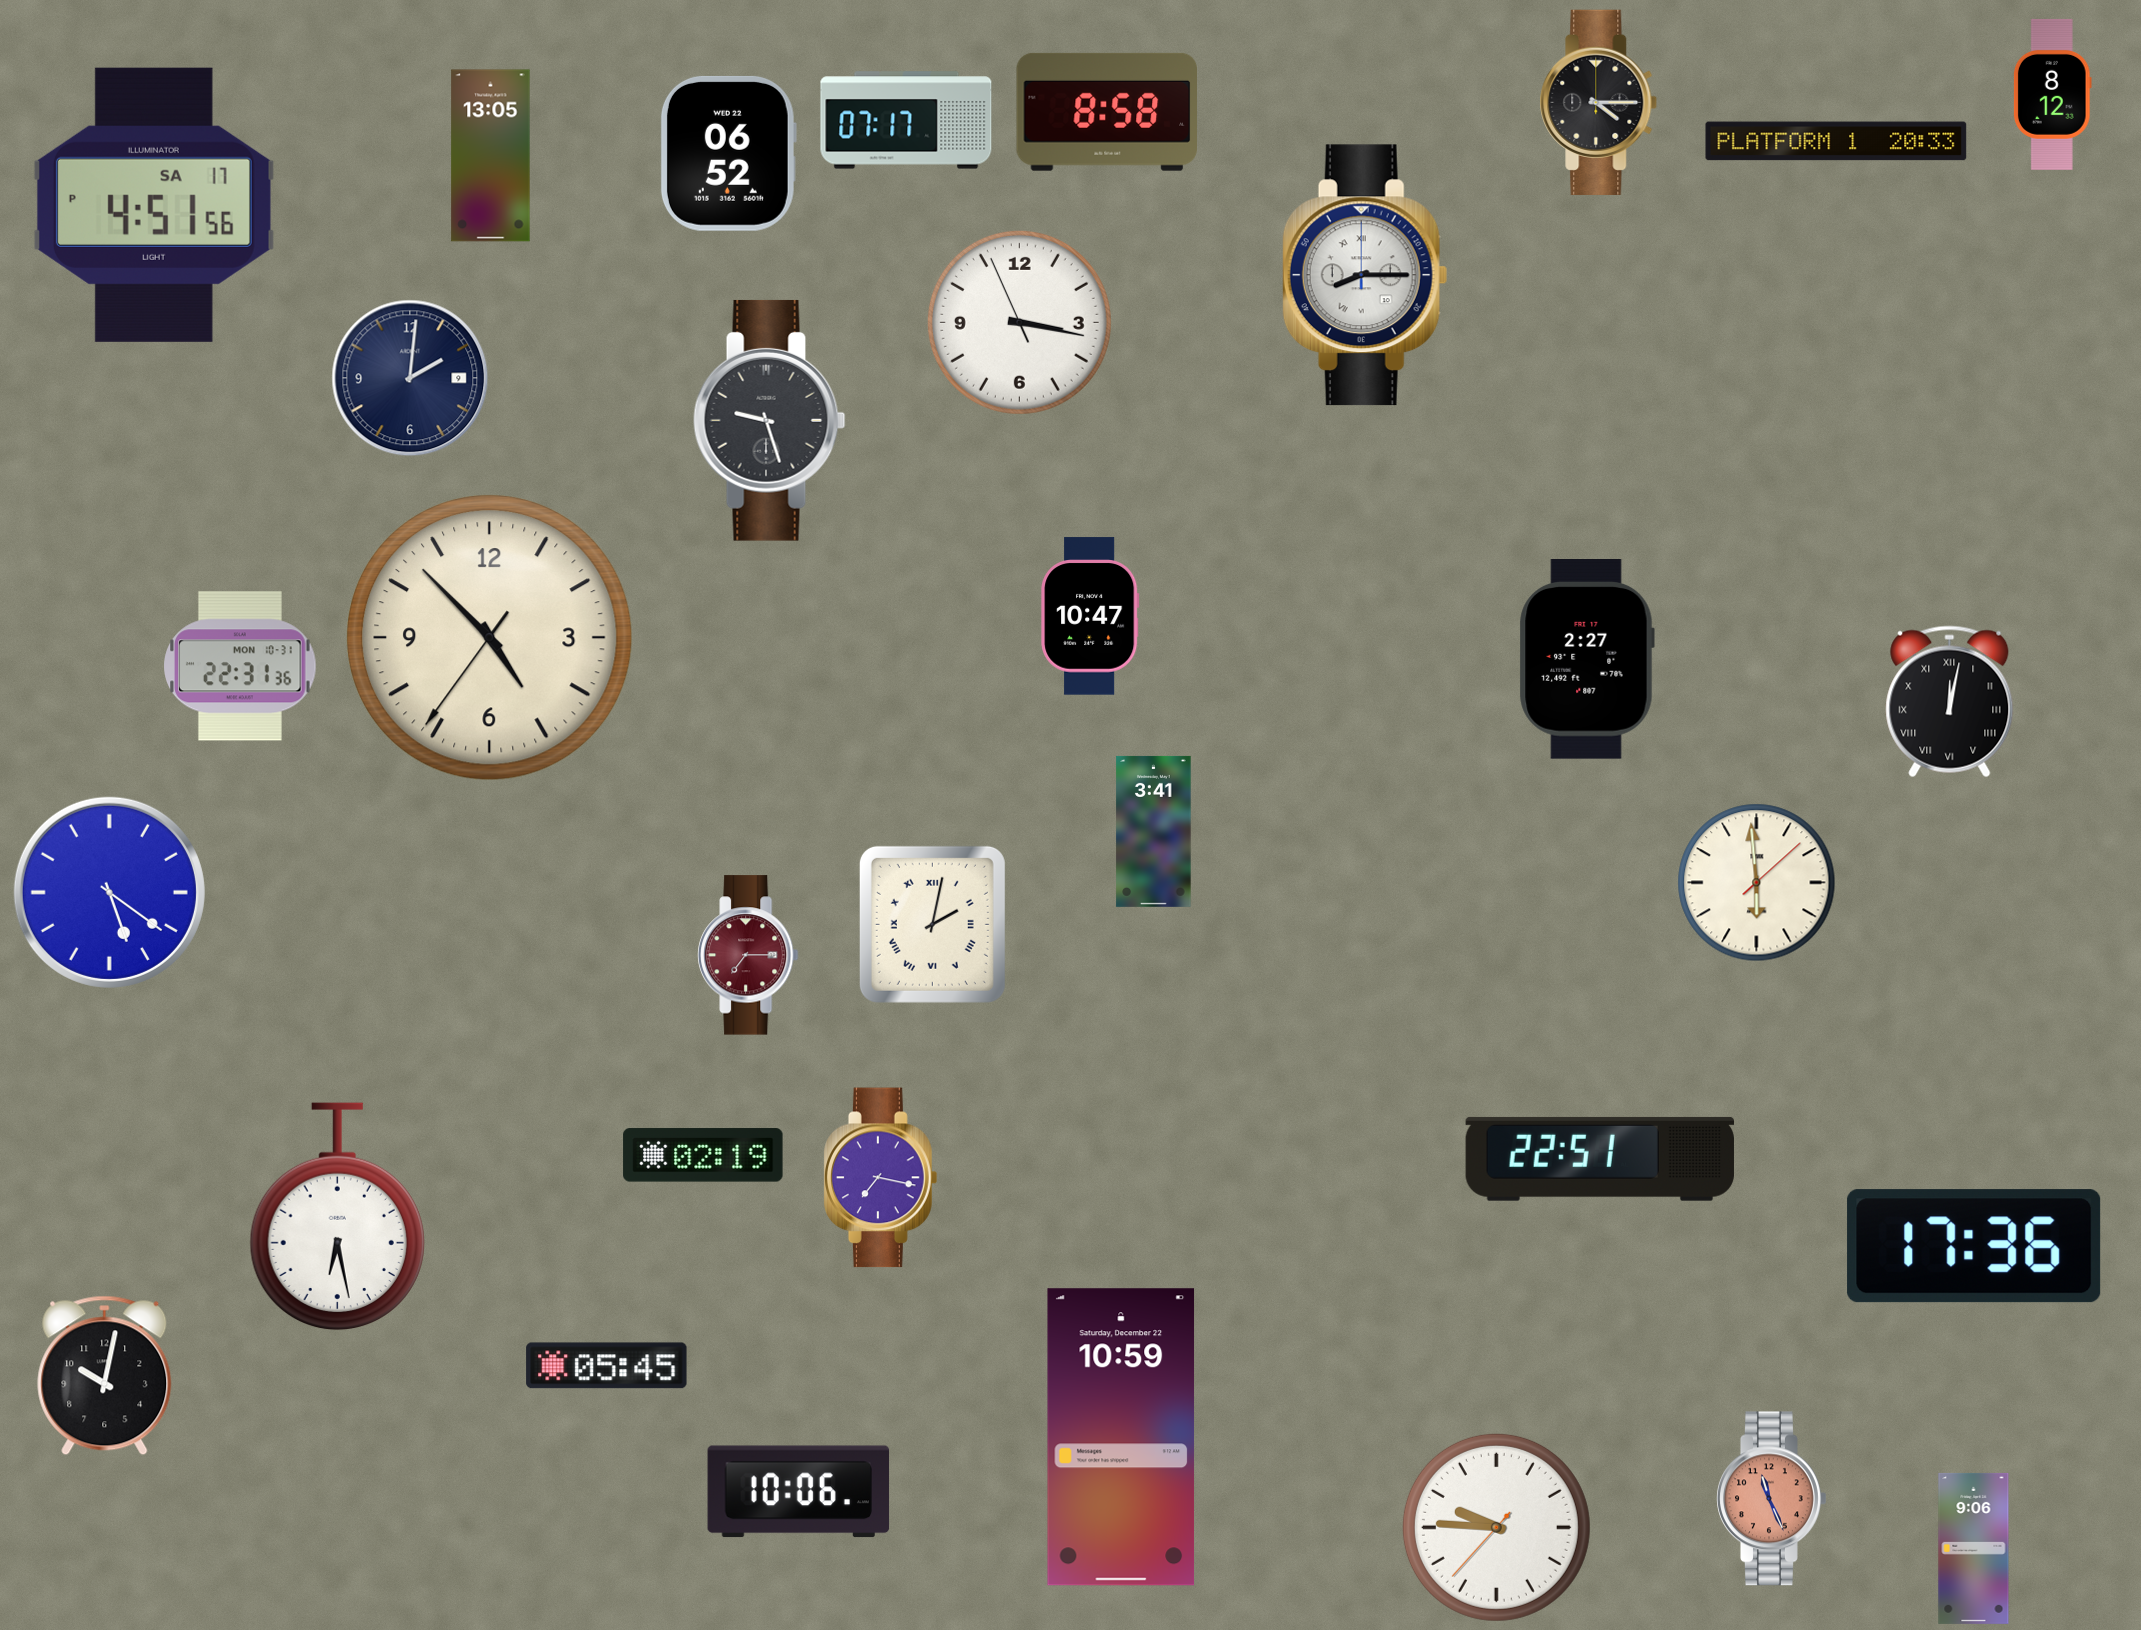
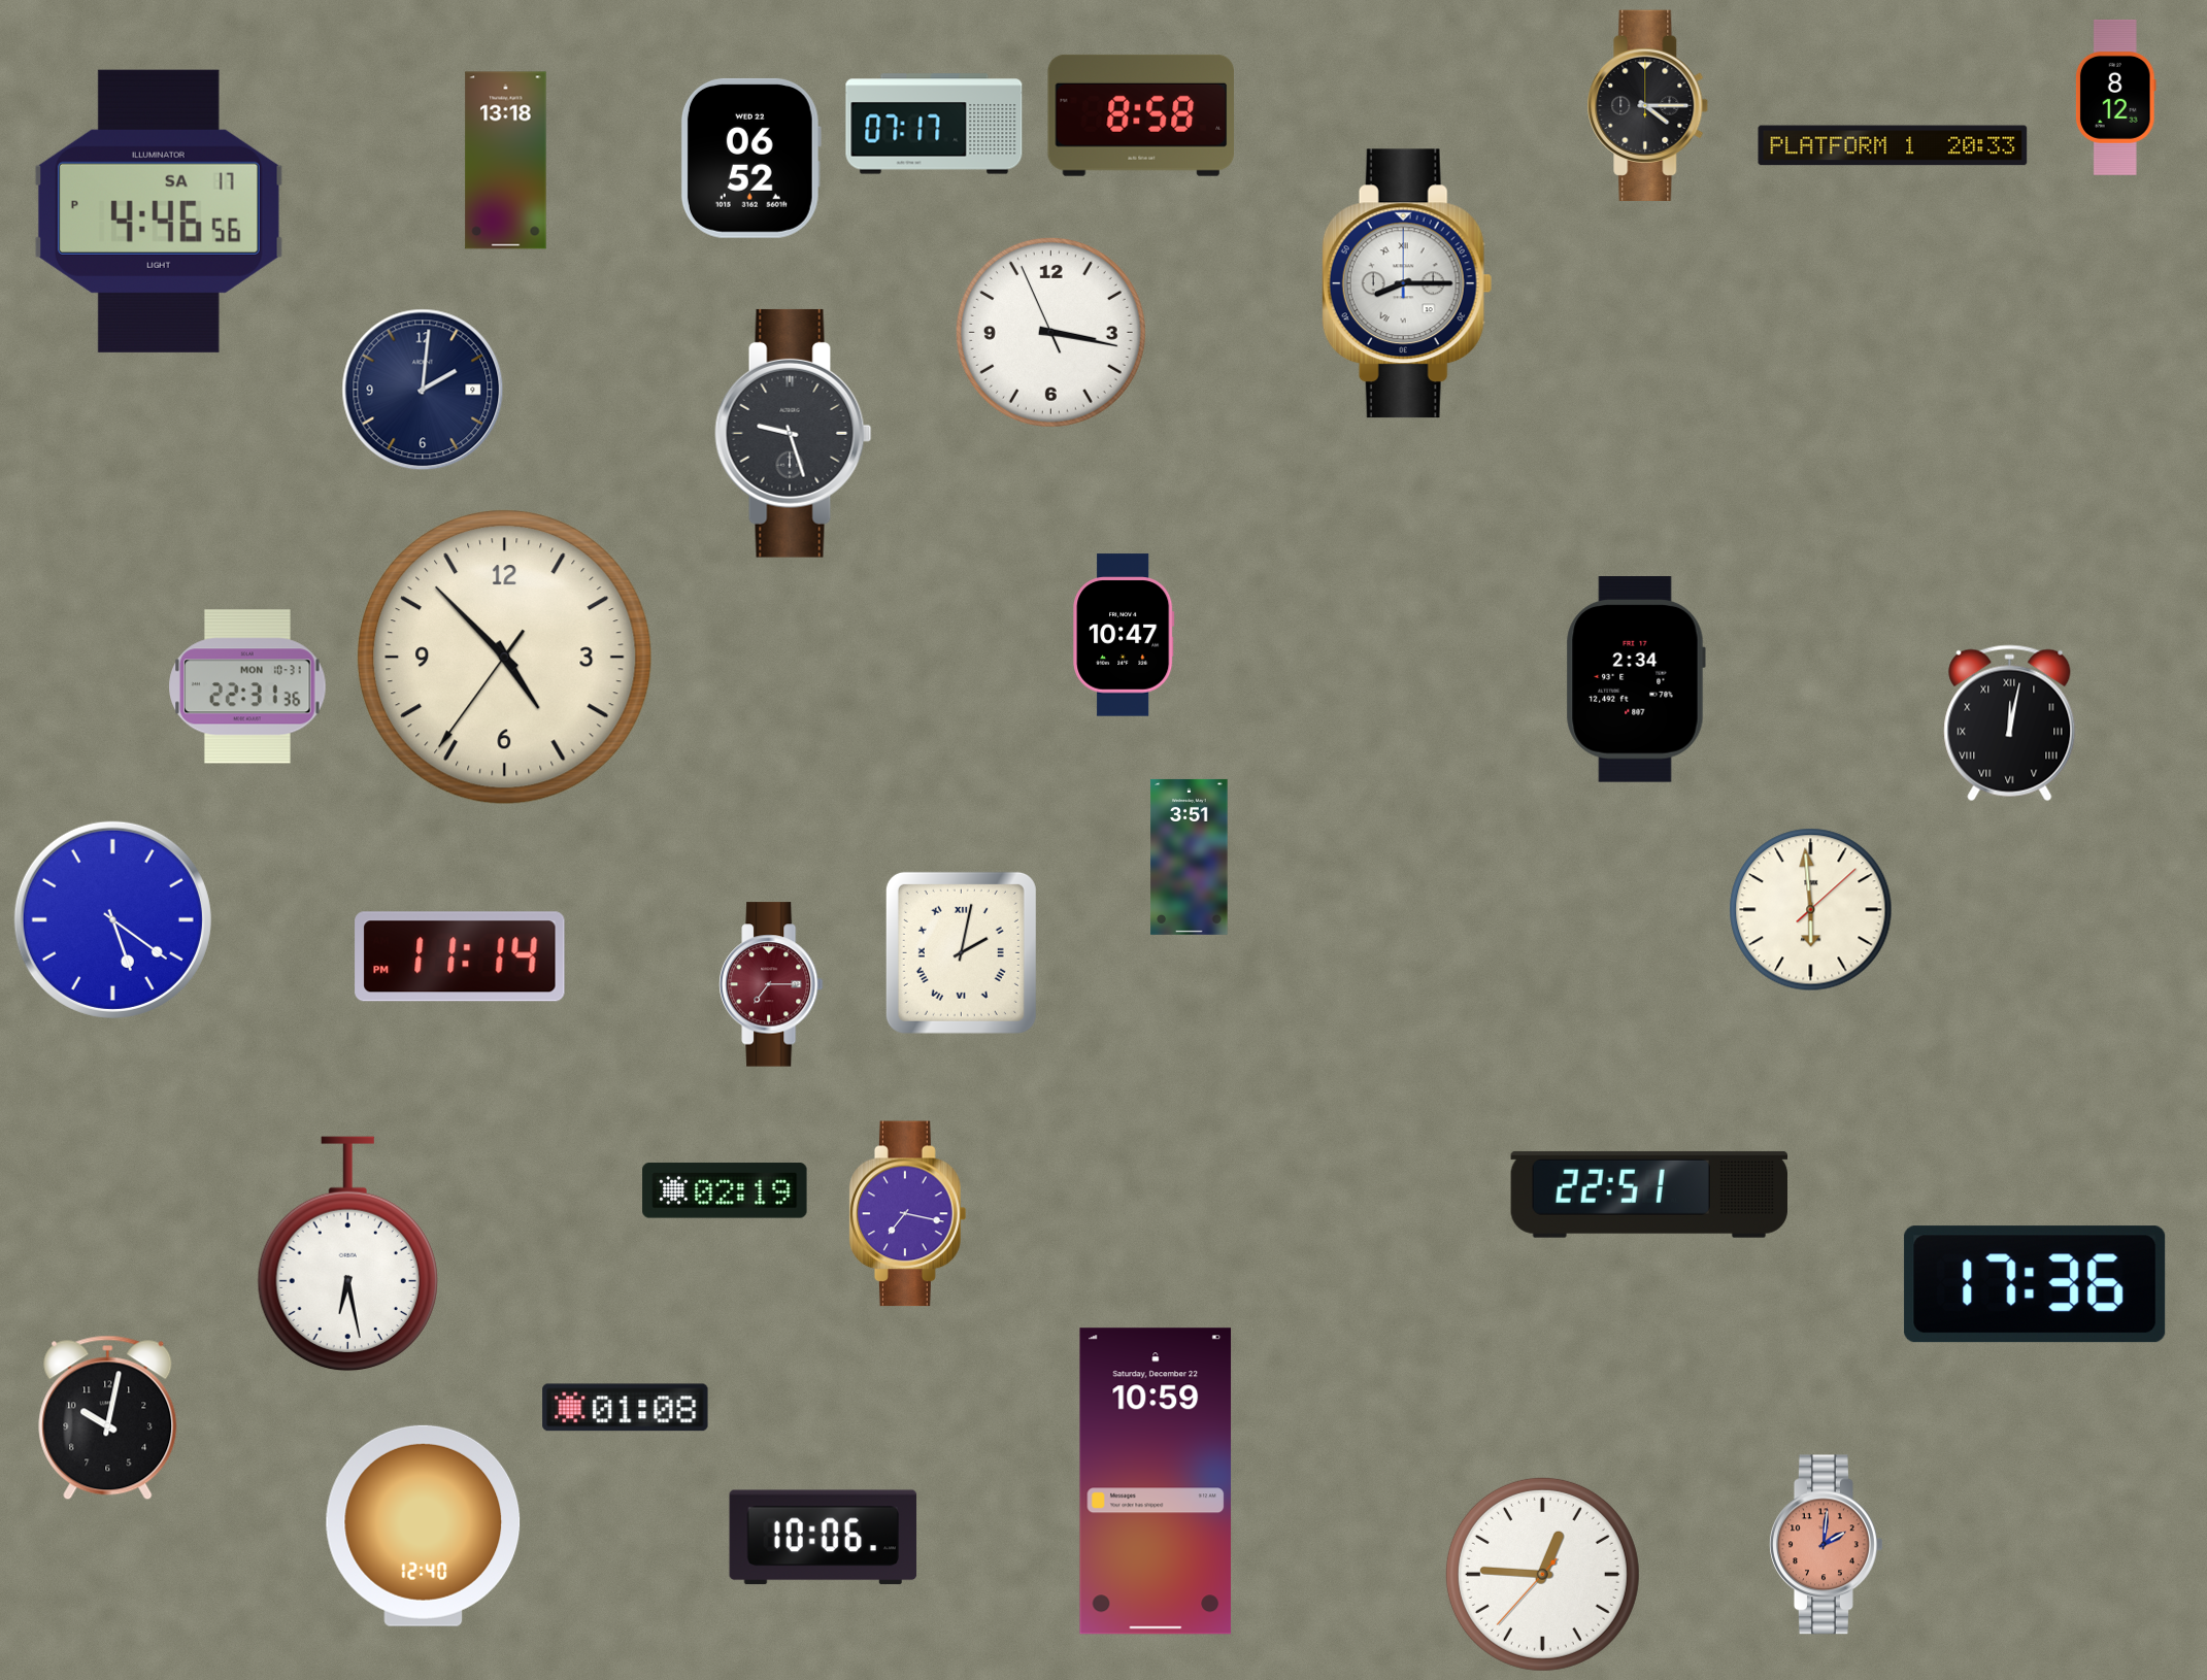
clock at (491, 156): 13:05 -> 13:18
clock at (154, 205): 4:51 -> 4:46
clock at (1587, 660): 2:27 -> 2:34
clock at (1154, 831): 3:41 -> 3:51
clock at (460, 956): none -> 11:14
clock at (607, 1366): 05:45 -> 01:08
clock at (424, 1525): none -> 12:40
clock at (1772, 1499): 11:26 -> 2:01
clock at (1496, 1527): 9:45 -> 12:45
clock at (1974, 1548): 9:06 -> none
